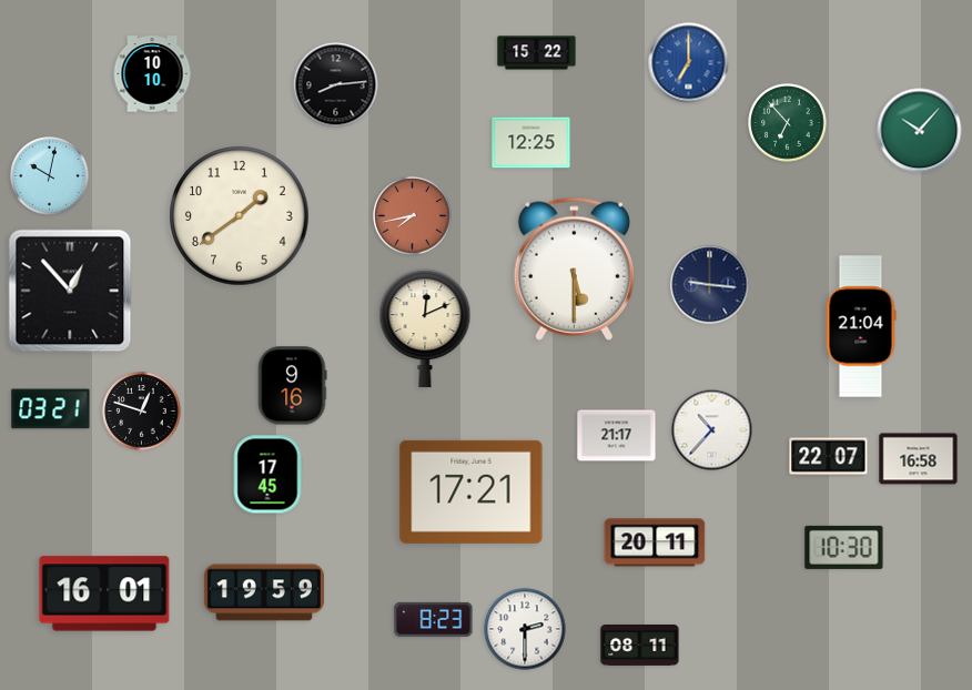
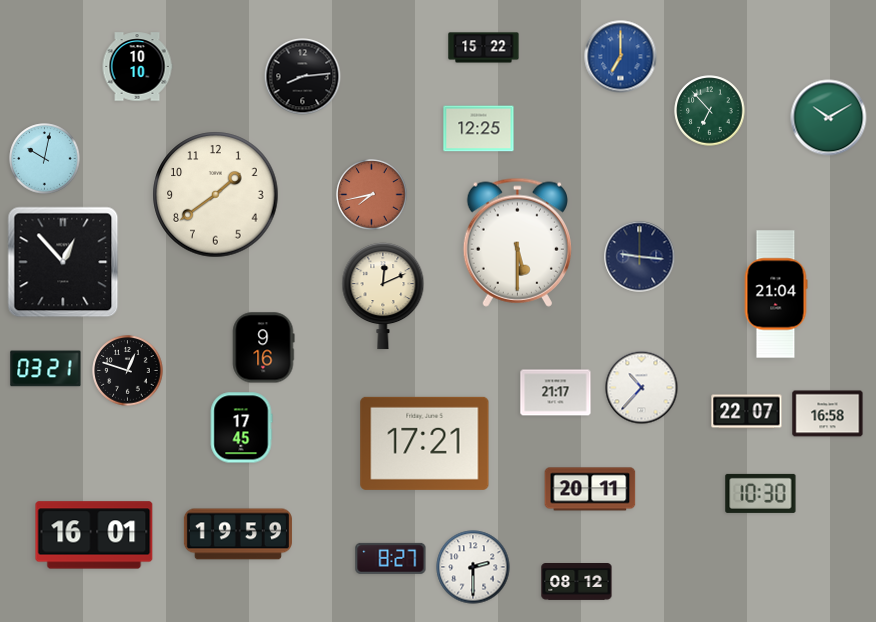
clock at (920, 131): 10:07 -> 10:10
clock at (434, 619): 8:23 -> 8:27
clock at (640, 646): 08:11 -> 08:12
